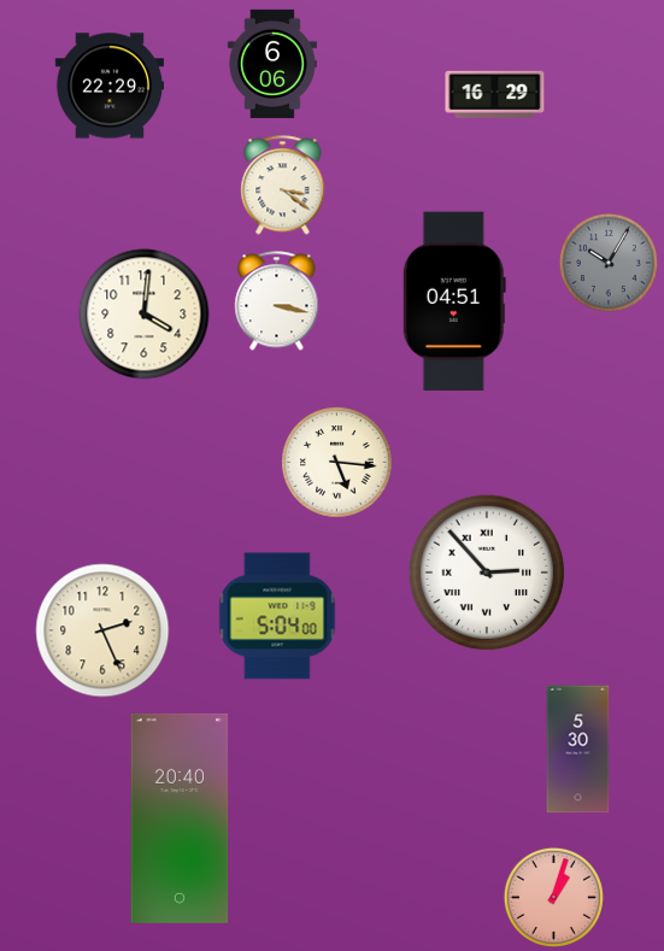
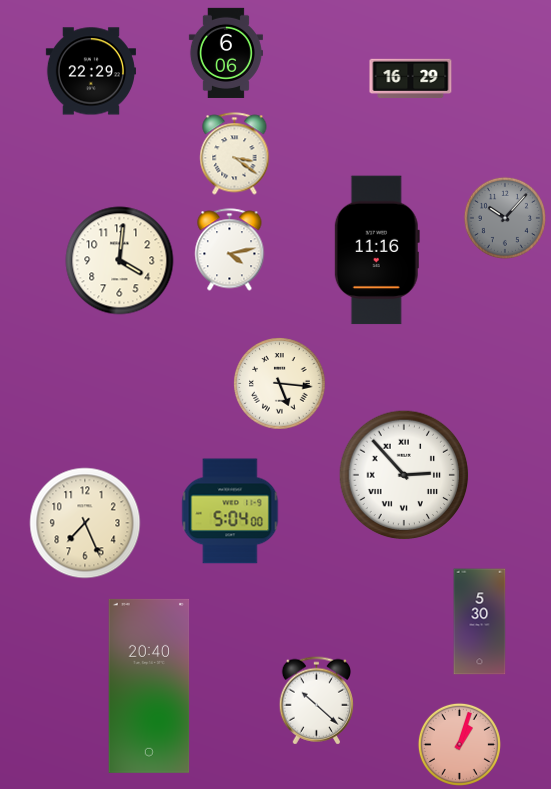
clock at (609, 263): 10:05 -> 10:07
clock at (277, 301): 3:17 -> 4:13
clock at (454, 301): 04:51 -> 11:16
clock at (102, 630): 2:26 -> 7:26
clock at (180, 818) position: (180, 818) -> (149, 686)
clock at (316, 701): none -> 10:22
